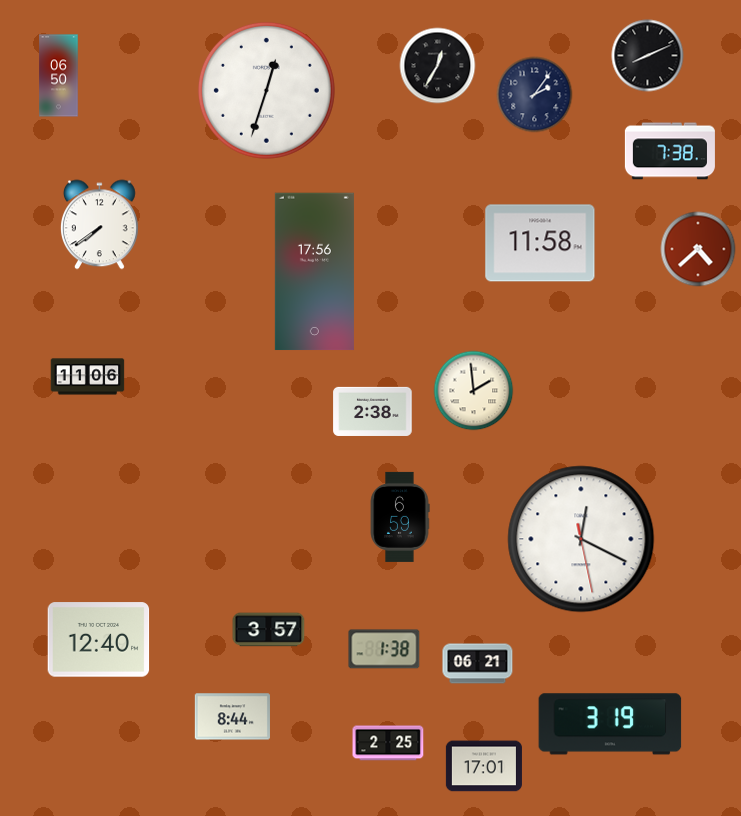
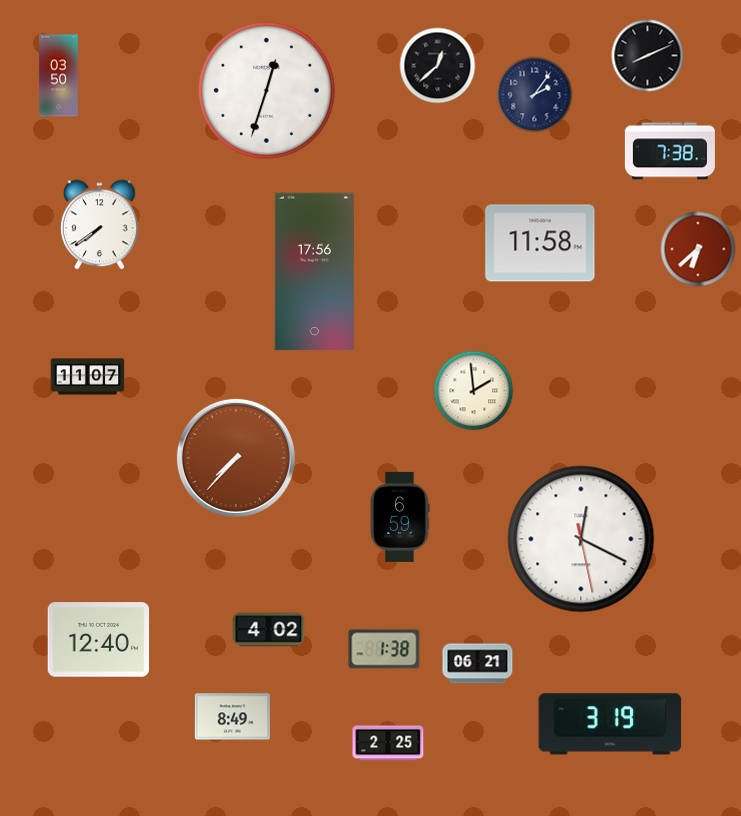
clock at (438, 66): 12:35 -> 12:38
clock at (59, 76): 06:50 -> 03:50
clock at (698, 249): 4:38 -> 6:38
clock at (88, 377): 11:06 -> 11:07
clock at (373, 411): 2:38 -> none
clock at (236, 458): none -> 7:37
clock at (269, 630): 3:57 -> 4:02
clock at (232, 717): 8:44 -> 8:49
clock at (484, 766): 17:01 -> none
